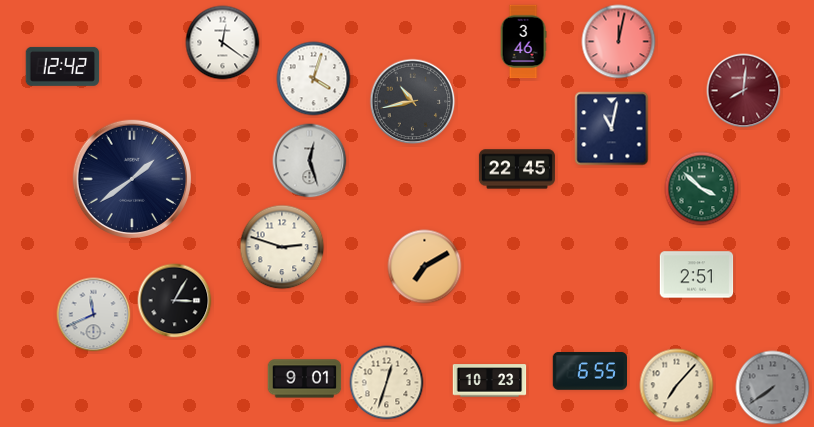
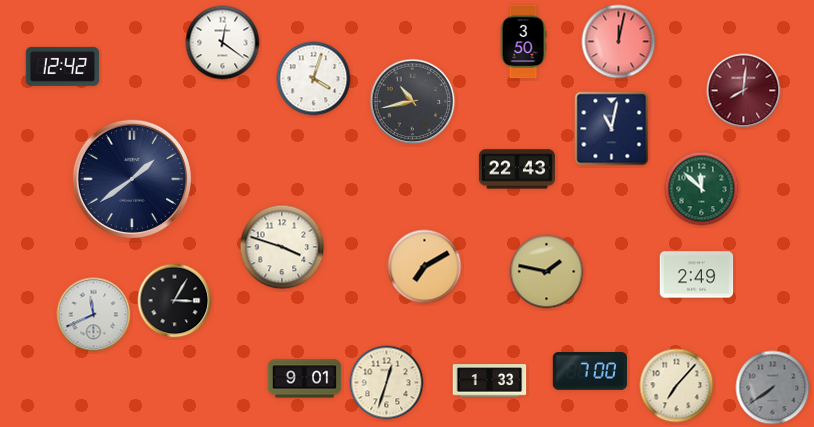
clock at (523, 42): 3:46 -> 3:50
clock at (310, 161): 12:27 -> none
clock at (517, 169): 22:45 -> 22:43
clock at (702, 189): 3:52 -> 11:52
clock at (282, 247): 2:48 -> 3:48
clock at (547, 272): none -> 1:47
clock at (697, 275): 2:51 -> 2:49
clock at (589, 372): 6:55 -> 7:00
clock at (490, 381): 10:23 -> 1:33
